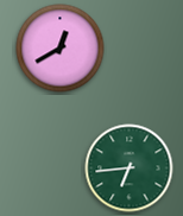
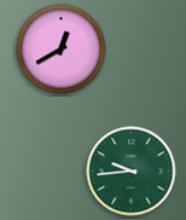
clock at (130, 169): 6:44 -> 9:44
